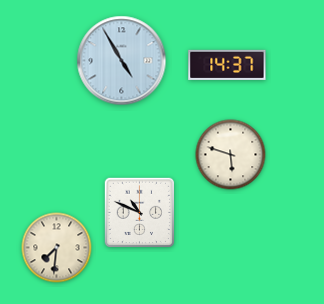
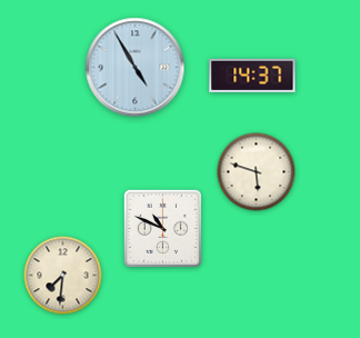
clock at (227, 65) position: (227, 65) -> (252, 76)
clock at (139, 212) position: (139, 212) -> (162, 228)
